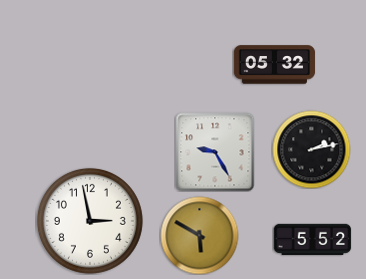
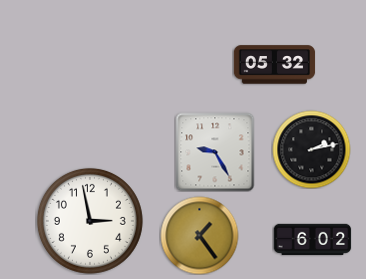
clock at (199, 235): 5:50 -> 1:24
clock at (312, 239): 5:52 -> 6:02
